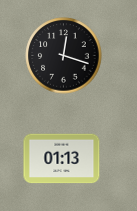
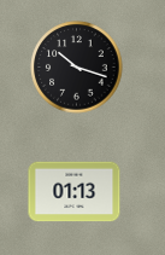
clock at (64, 56): 12:18 -> 10:18
